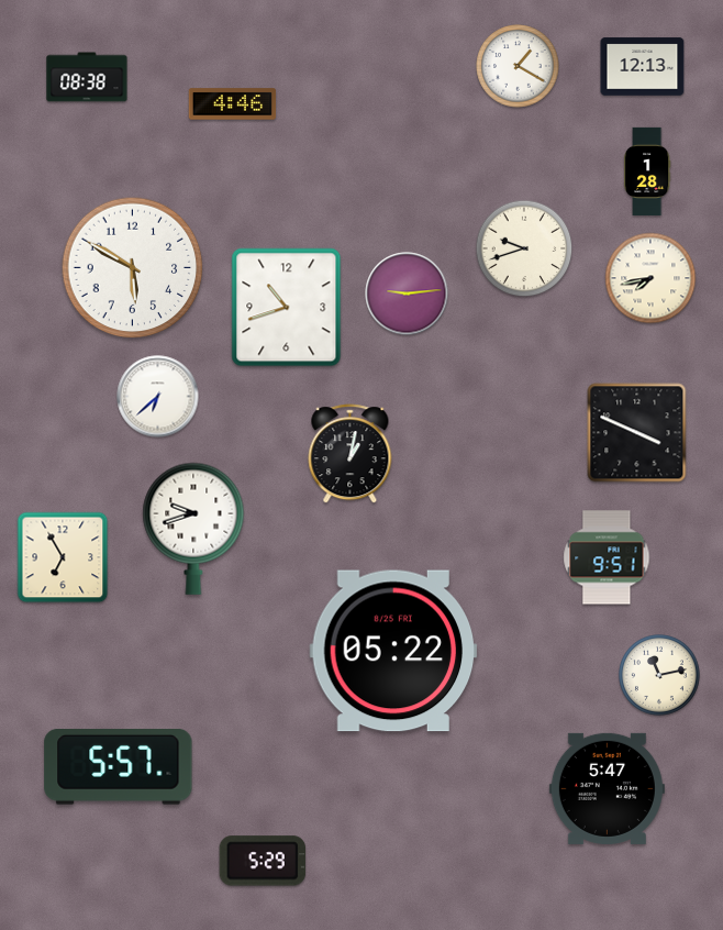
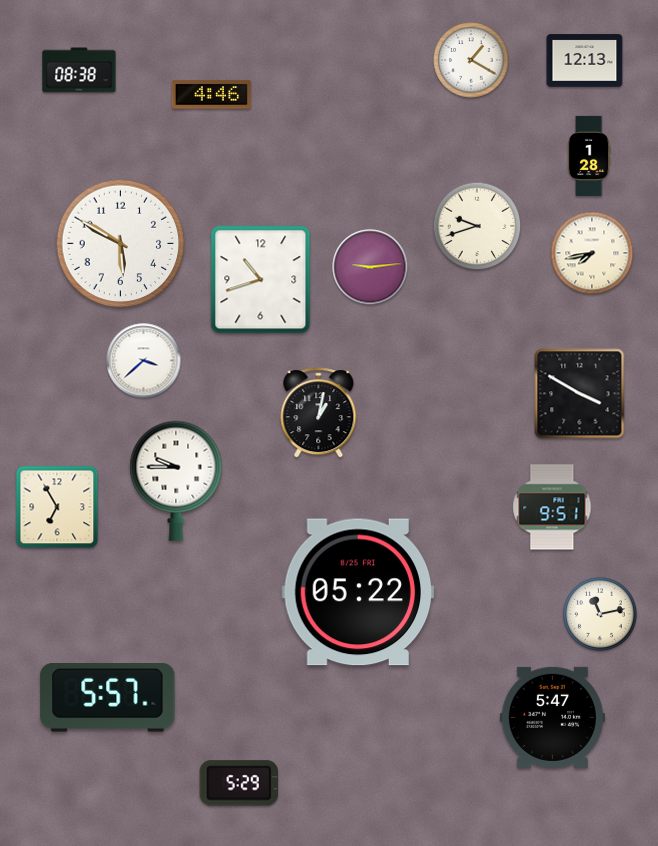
clock at (158, 397): 6:38 -> 3:38
clock at (637, 433): 3:49 -> 3:50
clock at (193, 529): 9:42 -> 9:45
